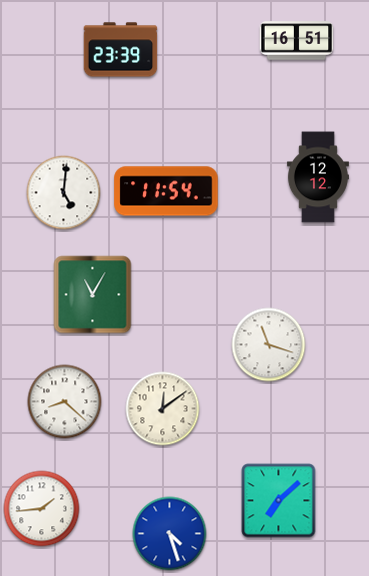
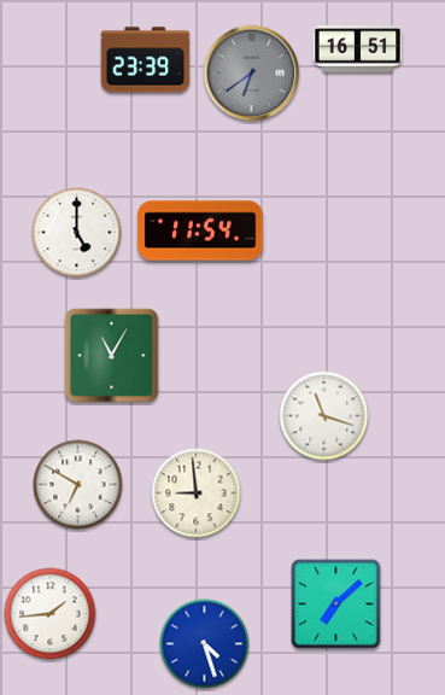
clock at (252, 74): none -> 6:39
clock at (318, 177): 12:12 -> none
clock at (64, 193): 5:01 -> 5:00
clock at (65, 402): 8:22 -> 6:50
clock at (163, 409): 12:09 -> 8:59
